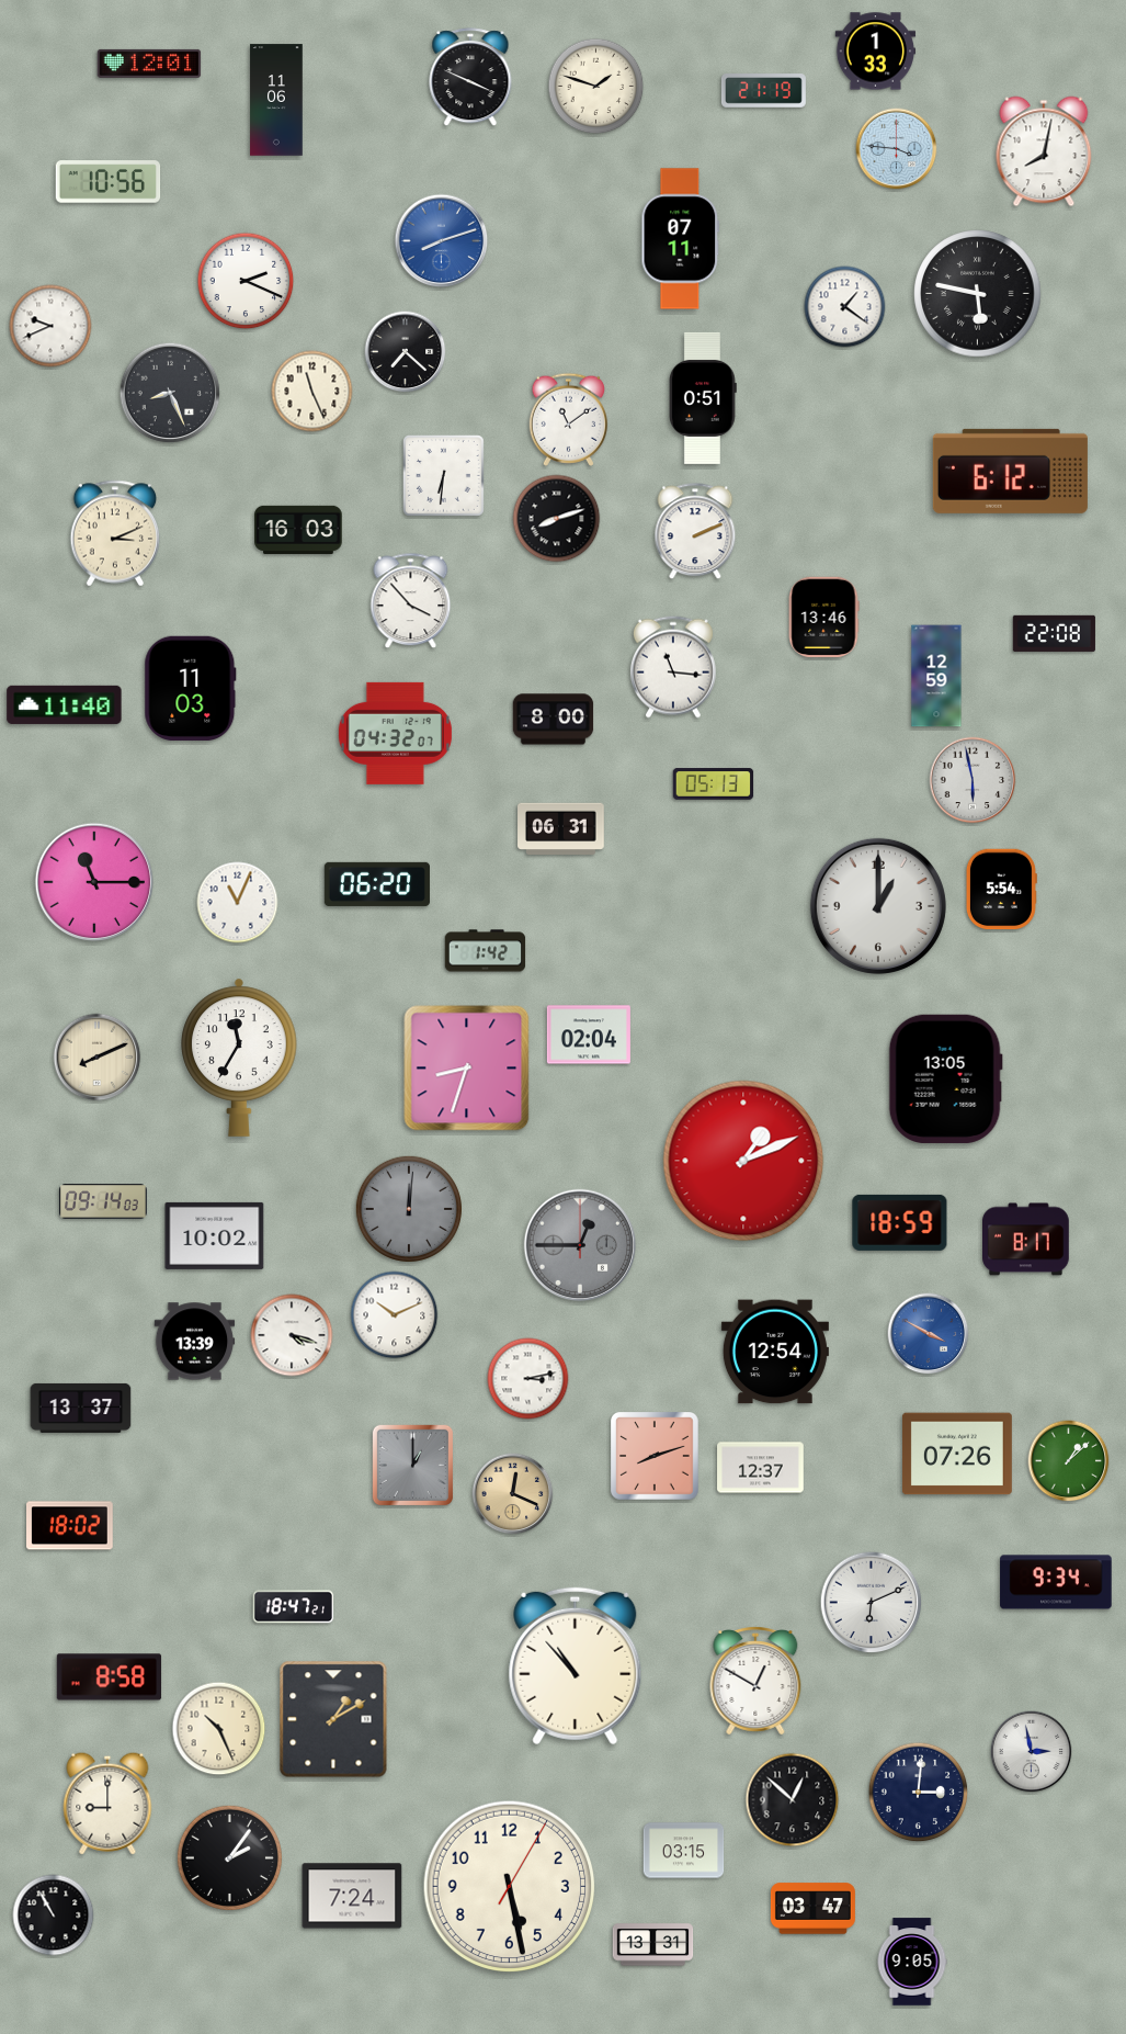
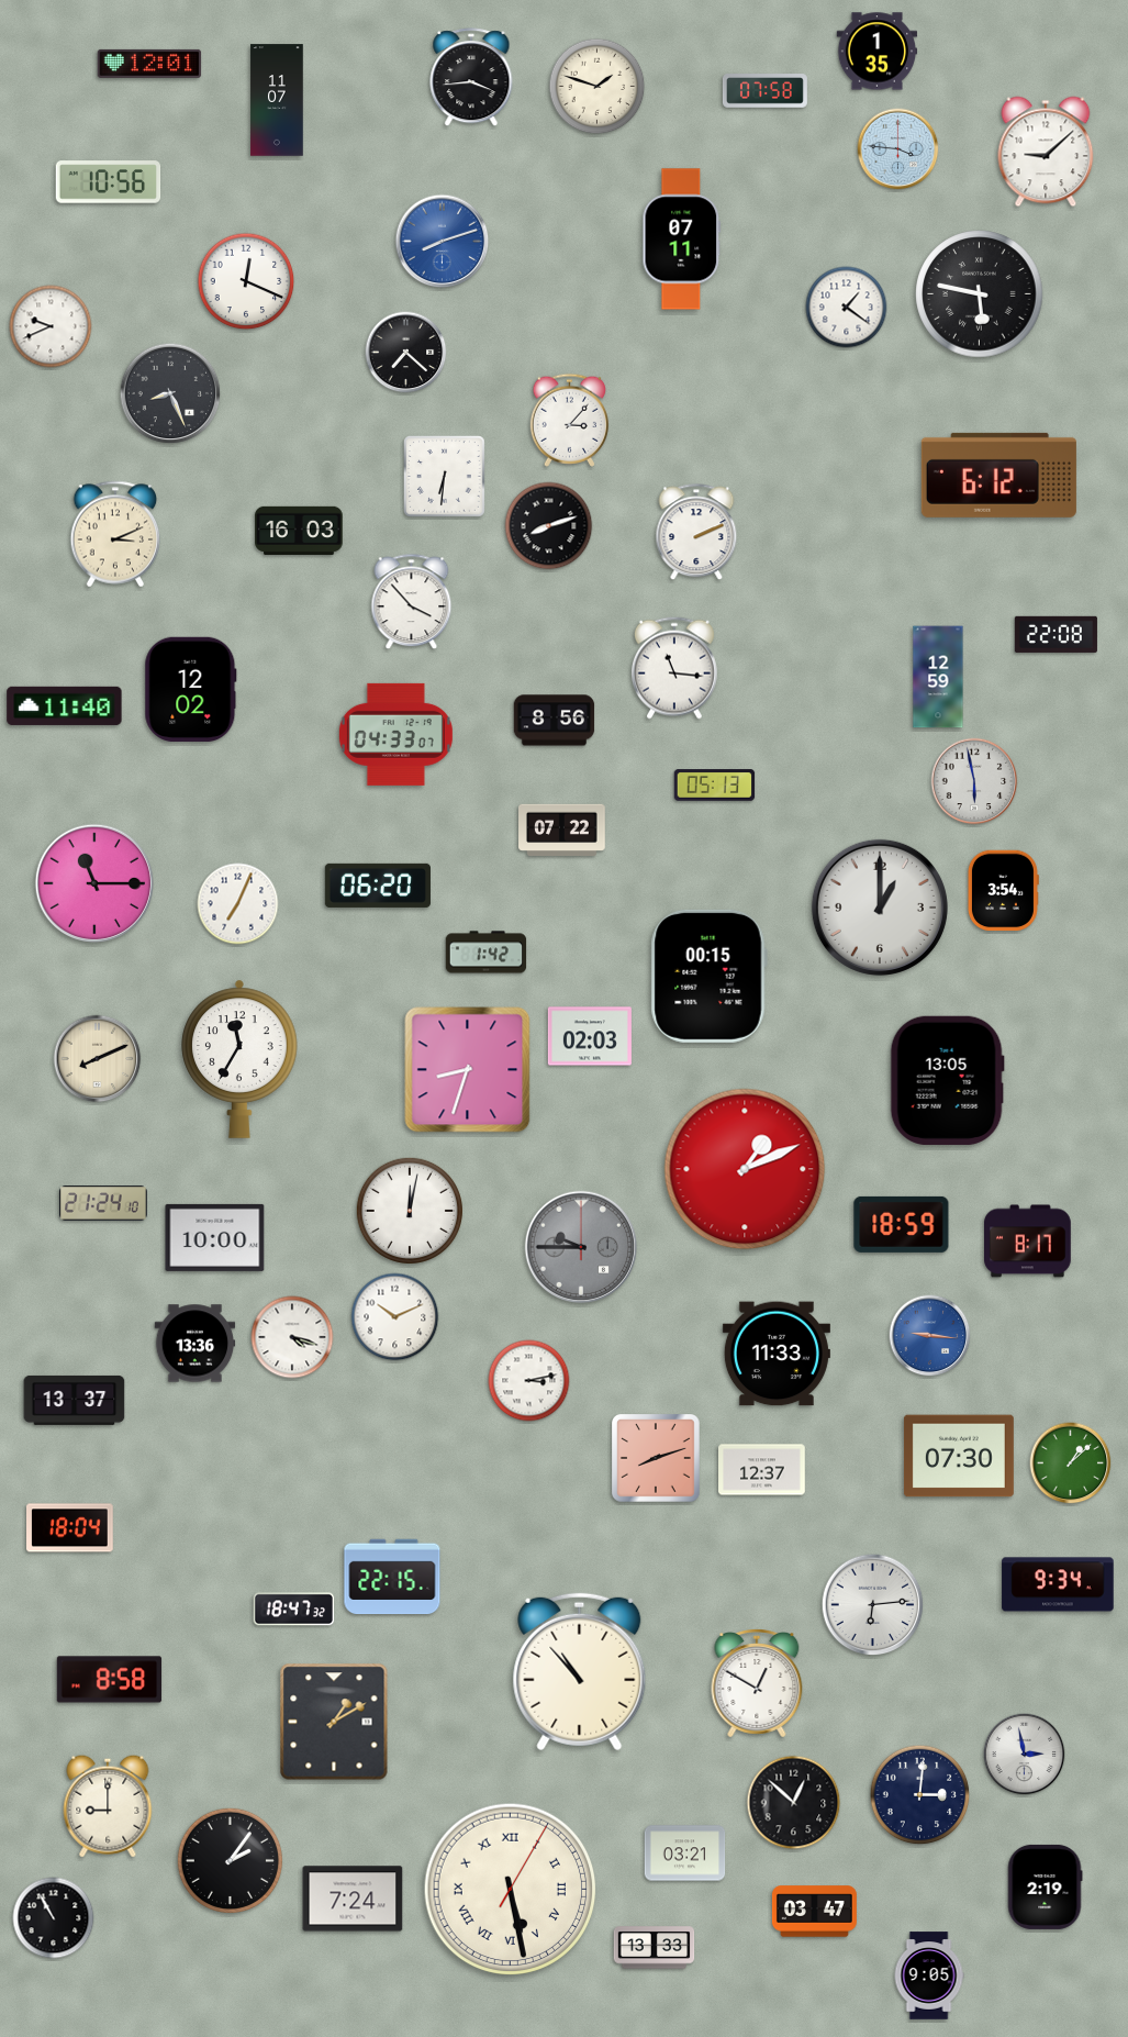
clock at (876, 52): 1:33 -> 1:35
clock at (470, 78): 3:49 -> 3:44
clock at (763, 91): 21:19 -> 07:58
clock at (276, 100): 11:06 -> 11:07
clock at (1044, 151): 8:02 -> 9:08
clock at (246, 281): 2:19 -> 12:19
clock at (312, 392): 11:26 -> none
clock at (703, 398): 0:51 -> none
clock at (568, 419): 11:09 -> 3:07
clock at (1010, 471) position: (1010, 471) -> (998, 475)
clock at (557, 519) position: (557, 519) -> (549, 526)
clock at (823, 618): 13:46 -> none
clock at (191, 689): 11:03 -> 12:02
clock at (554, 720): 8:00 -> 8:56
clock at (395, 733): 04:32 -> 04:33
clock at (561, 828): 06:31 -> 07:22
clock at (1001, 890): 5:54 -> 3:54
clock at (238, 903): 11:04 -> 7:04
clock at (708, 976): none -> 00:15
clock at (589, 1035): 02:04 -> 02:03
clock at (743, 1161) position: (743, 1161) -> (745, 1169)
clock at (103, 1201): 09:14 -> 21:24
clock at (409, 1209): 12:01 -> 12:02
clock at (409, 1209) dial: grey -> white
clock at (215, 1235): 10:02 -> 10:00
clock at (580, 1245): 12:45 -> 9:45
clock at (929, 1334): 3:50 -> 9:16
clock at (195, 1342): 13:39 -> 13:36
clock at (775, 1352): 12:54 -> 11:33
clock at (81, 1408) position: (81, 1408) -> (75, 1400)
clock at (957, 1454): 07:26 -> 07:30
clock at (412, 1465): 1:00 -> none
clock at (513, 1494): 12:19 -> none
clock at (70, 1526): 18:02 -> 18:04
clock at (392, 1577): none -> 22:15
clock at (872, 1603): 6:11 -> 6:14
clock at (294, 1607): 18:47:21 -> 18:47:32
clock at (576, 1666) position: (576, 1666) -> (580, 1672)
clock at (219, 1729): 10:26 -> none
clock at (1032, 1752) position: (1032, 1752) -> (1025, 1755)
clock at (684, 1851): 03:15 -> 03:21
clock at (1045, 1886): none -> 2:19
clock at (510, 1887) numerals: Arabic -> Roman
clock at (653, 1945): 13:31 -> 13:33
clock at (912, 1962) position: (912, 1962) -> (929, 1975)
